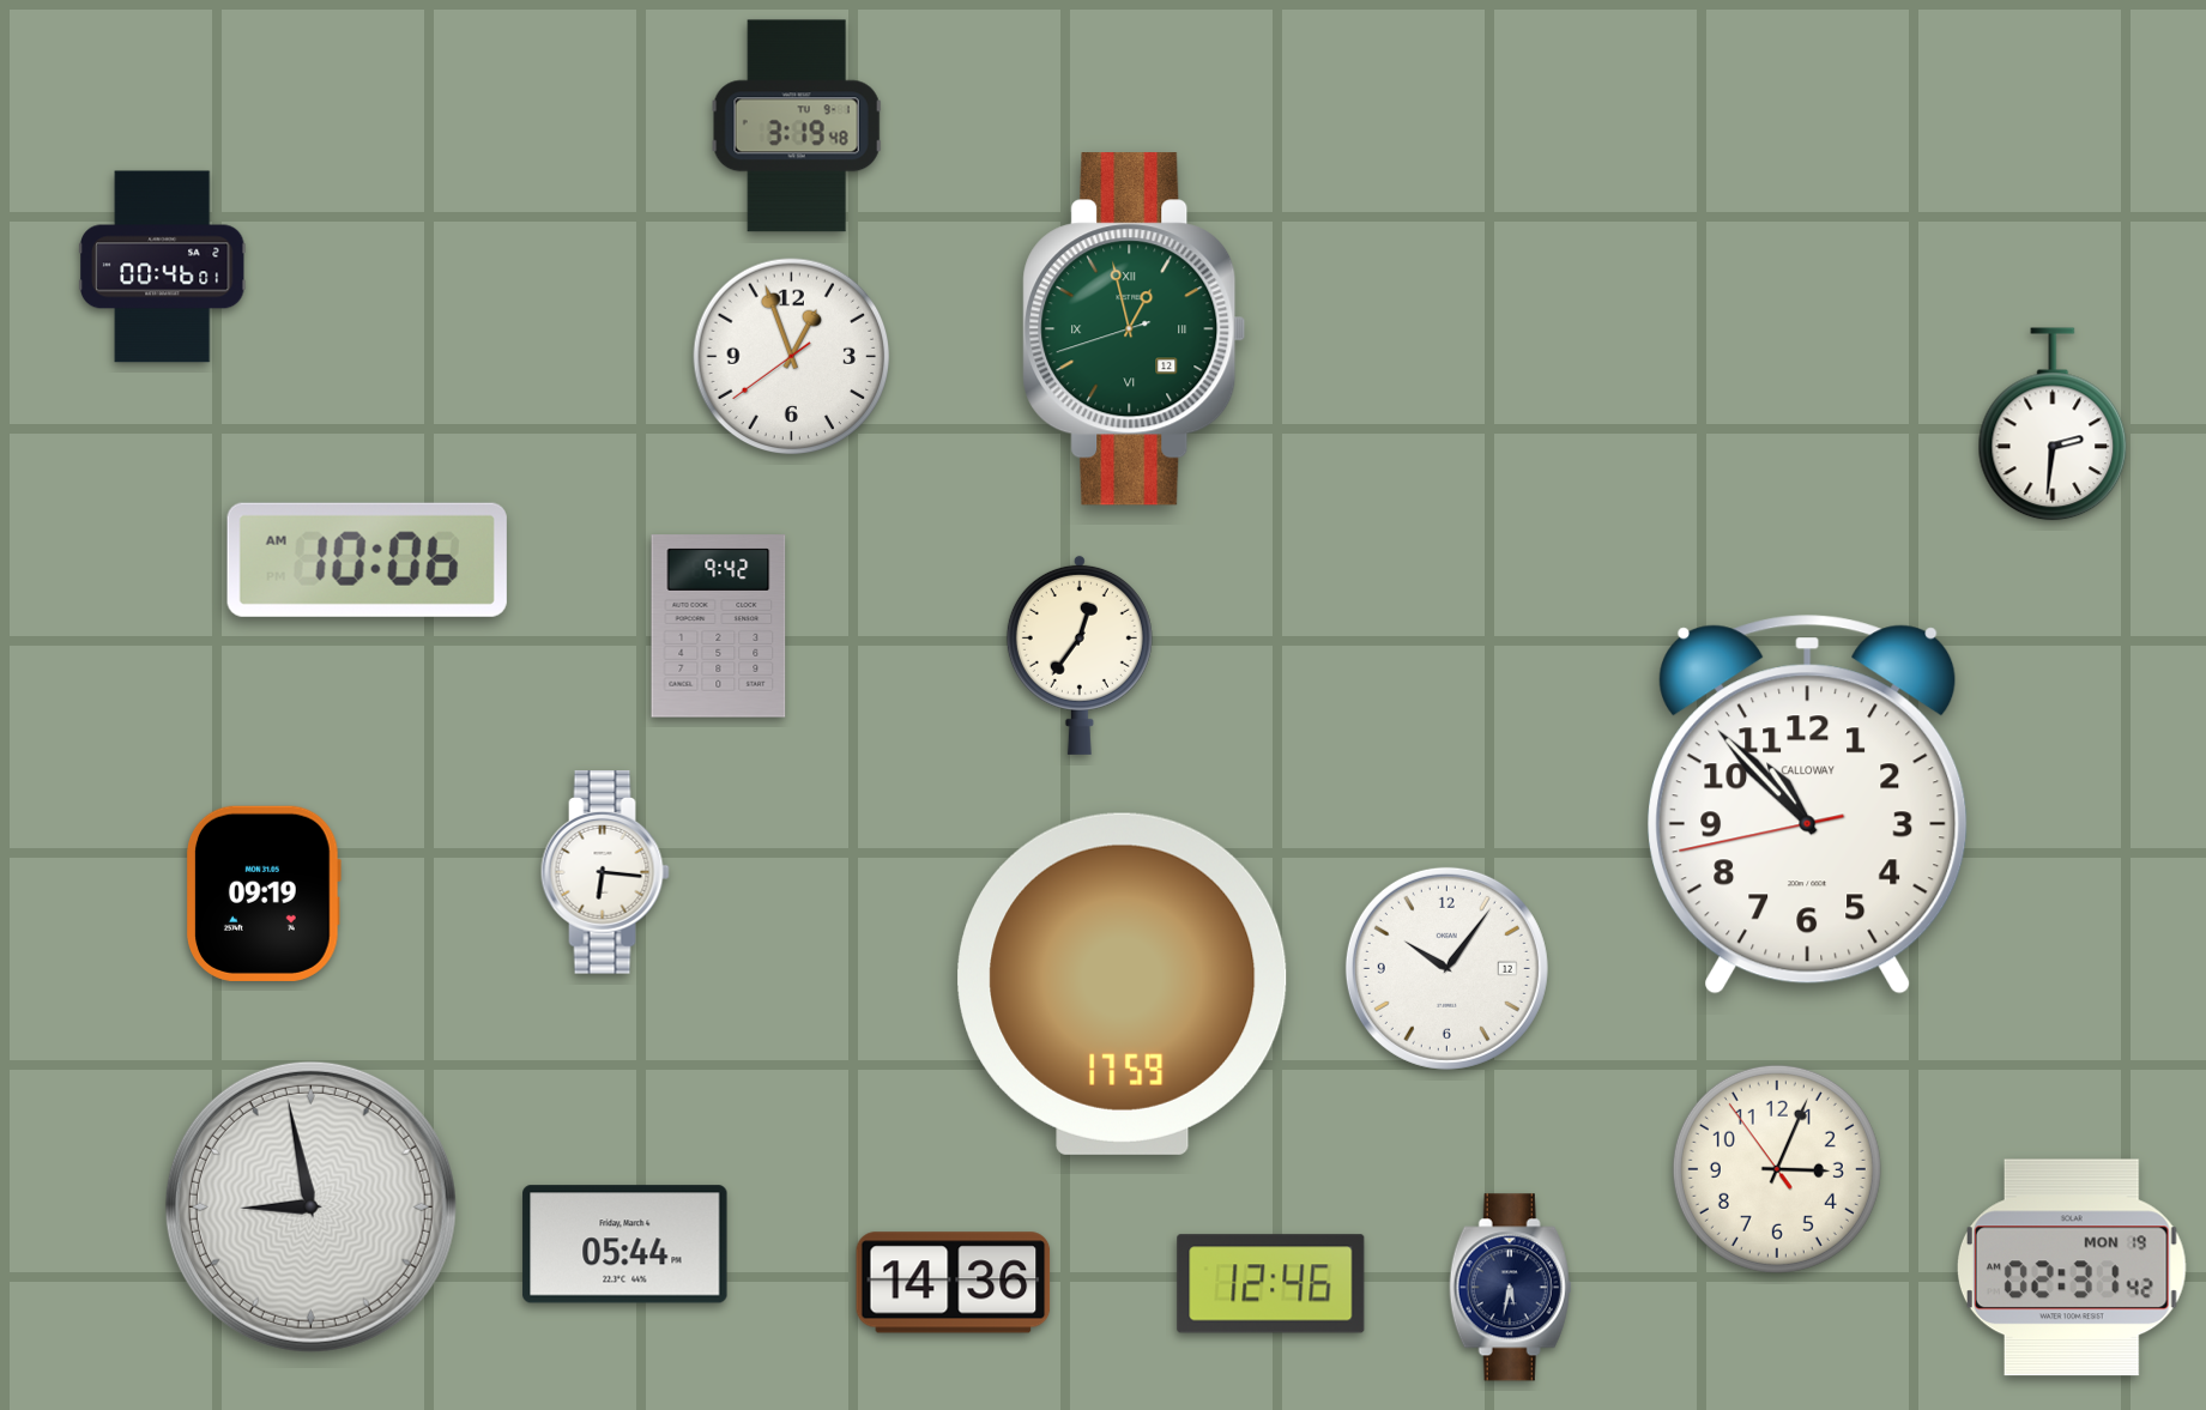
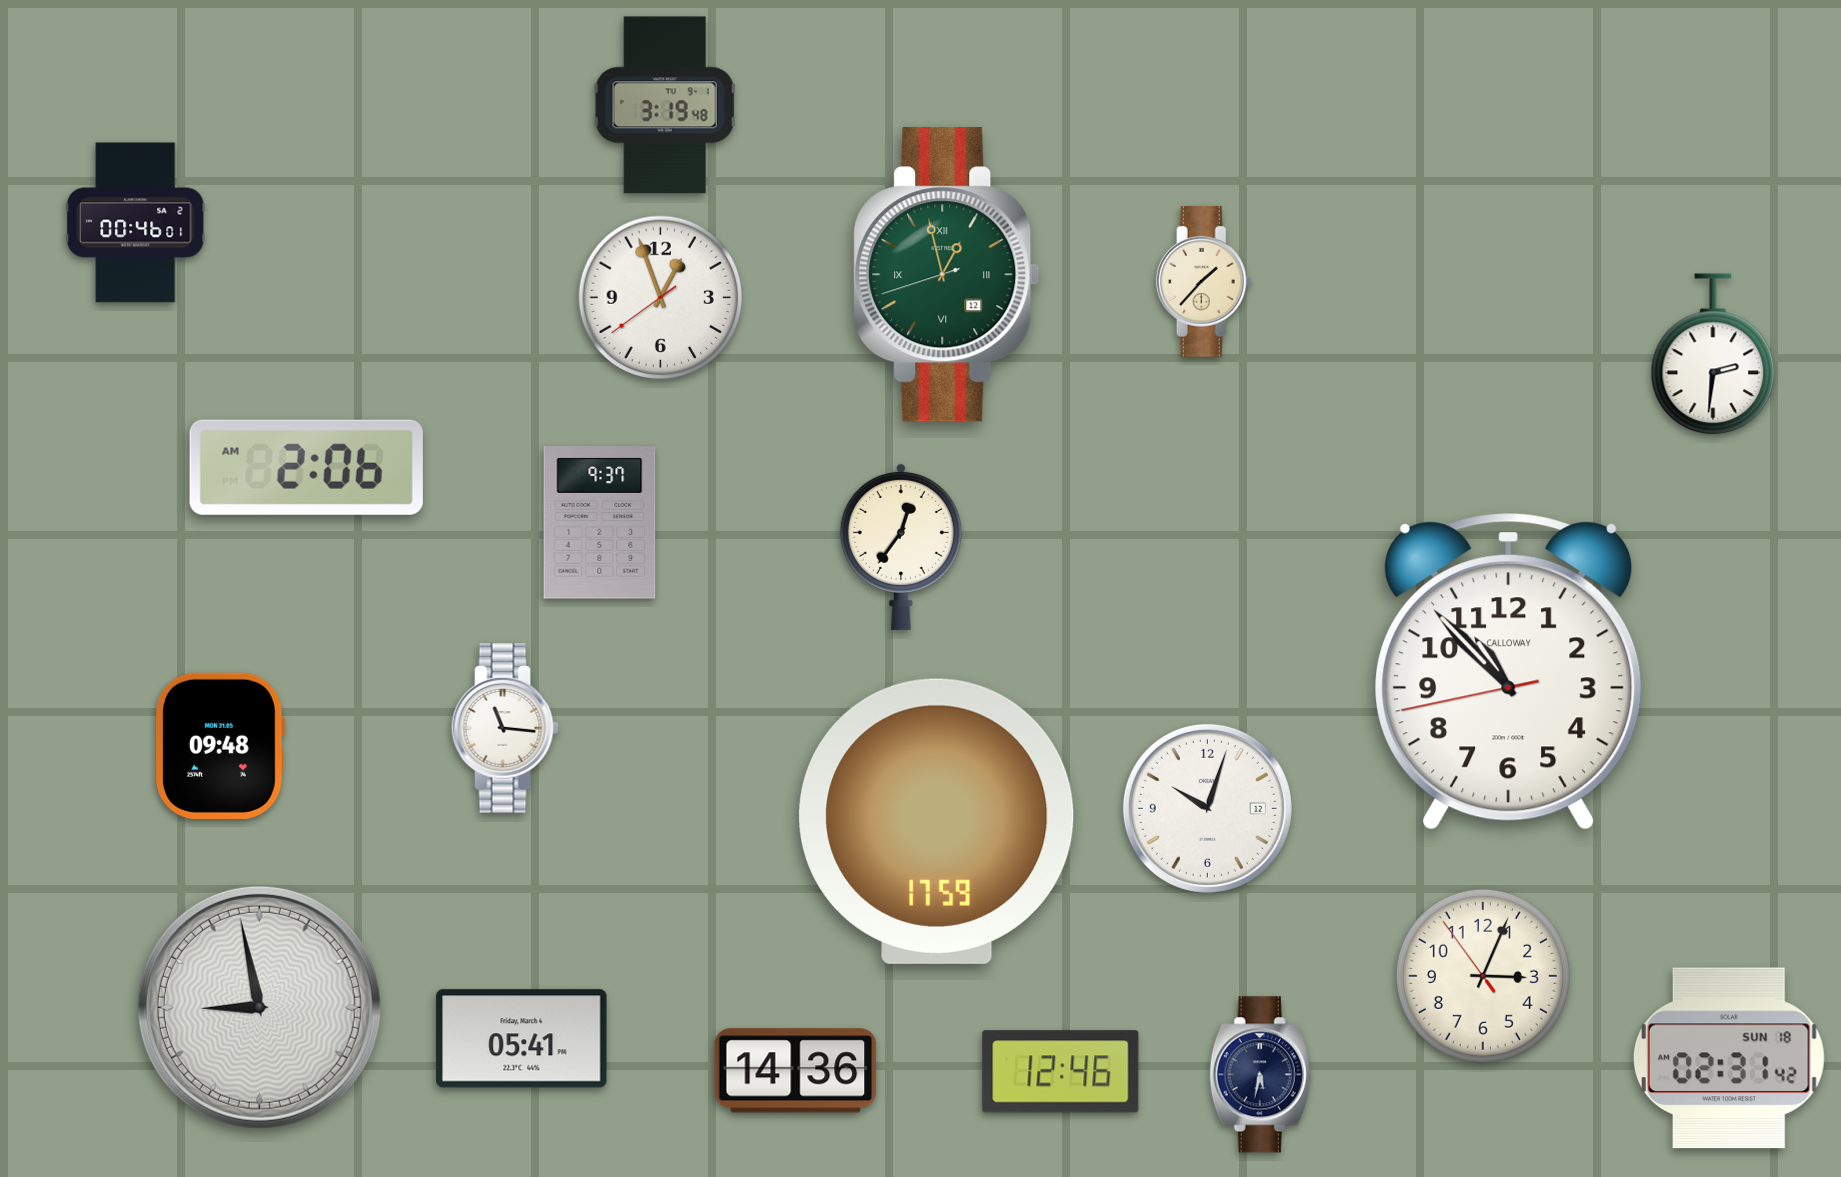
clock at (1204, 282): none -> 1:37
clock at (367, 559): 10:06 -> 2:06
clock at (719, 627): 9:42 -> 9:37
clock at (605, 872): 6:16 -> 11:16
clock at (264, 894): 09:19 -> 09:48
clock at (1446, 968): 10:06 -> 10:03
clock at (625, 1245): 05:44 -> 05:41
clock at (2072, 1267) date: MON 19 -> SUN 18
